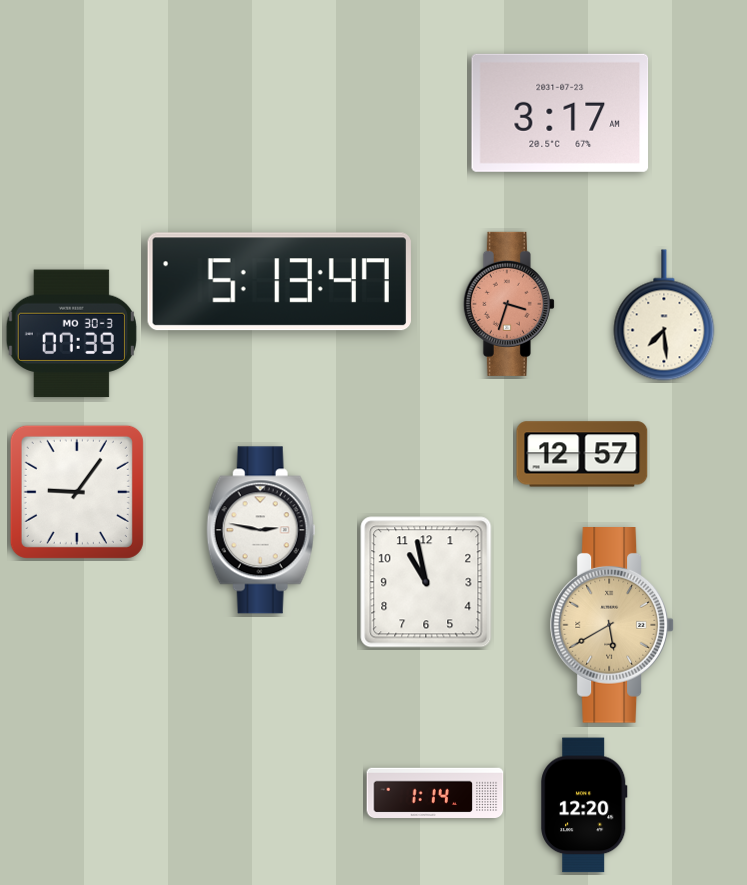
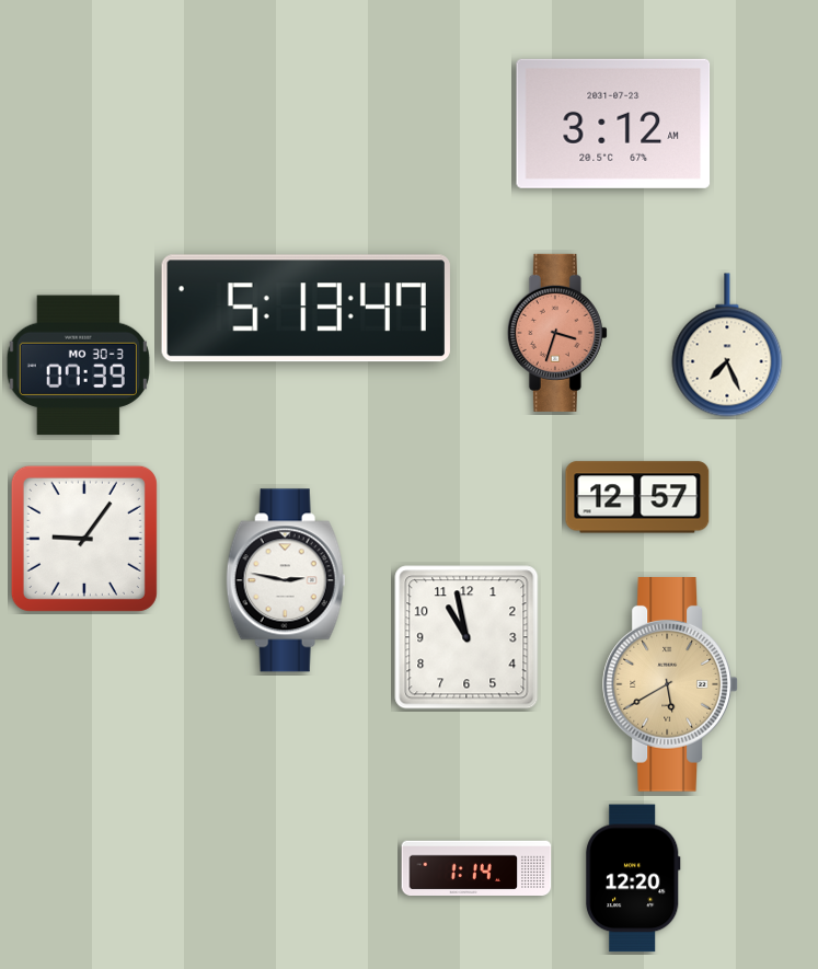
clock at (560, 113): 3:17 -> 3:12
clock at (664, 315): 7:29 -> 7:26
clock at (584, 805) position: (584, 805) -> (633, 878)
